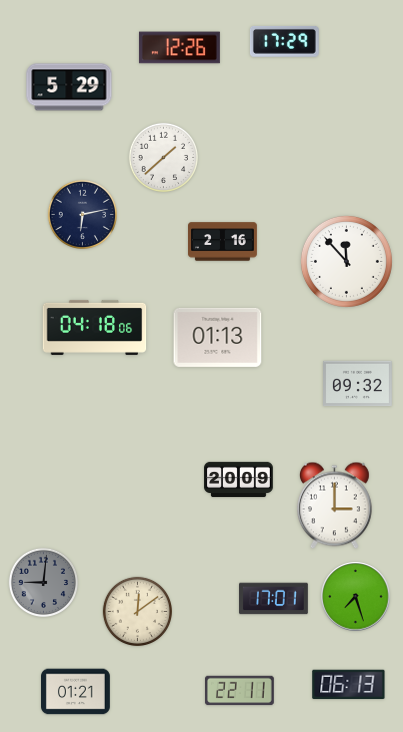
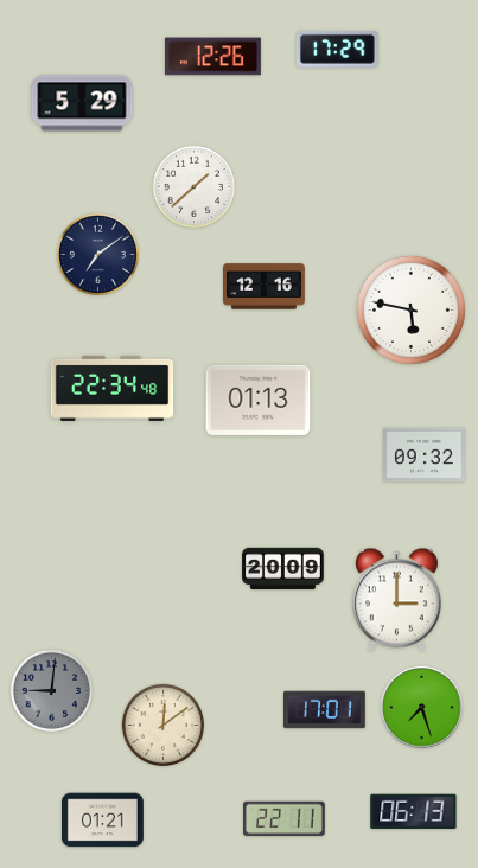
clock at (82, 214): 6:13 -> 7:09
clock at (223, 242): 2:16 -> 12:16
clock at (346, 261): 11:53 -> 5:47
clock at (95, 327): 04:18 -> 22:34
clock at (76, 692) position: (76, 692) -> (103, 821)
